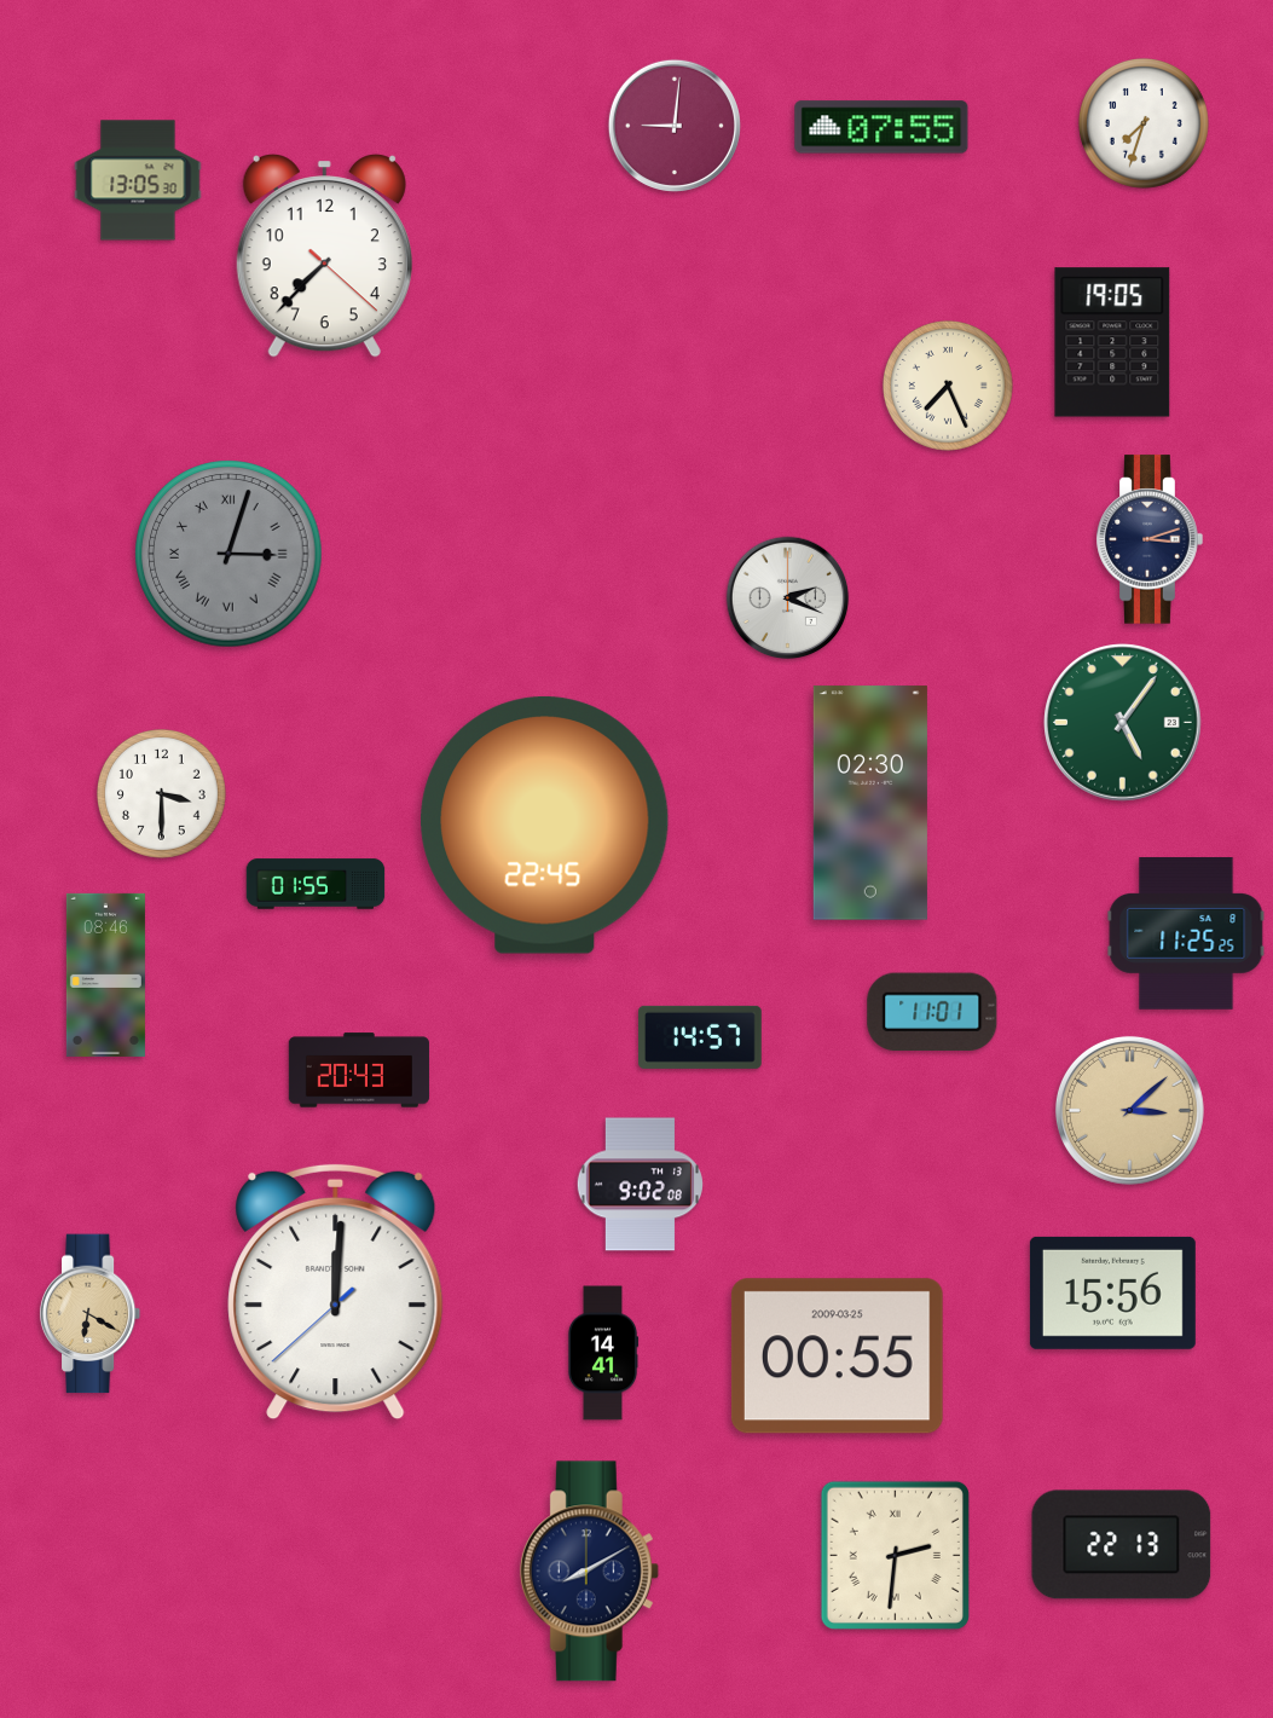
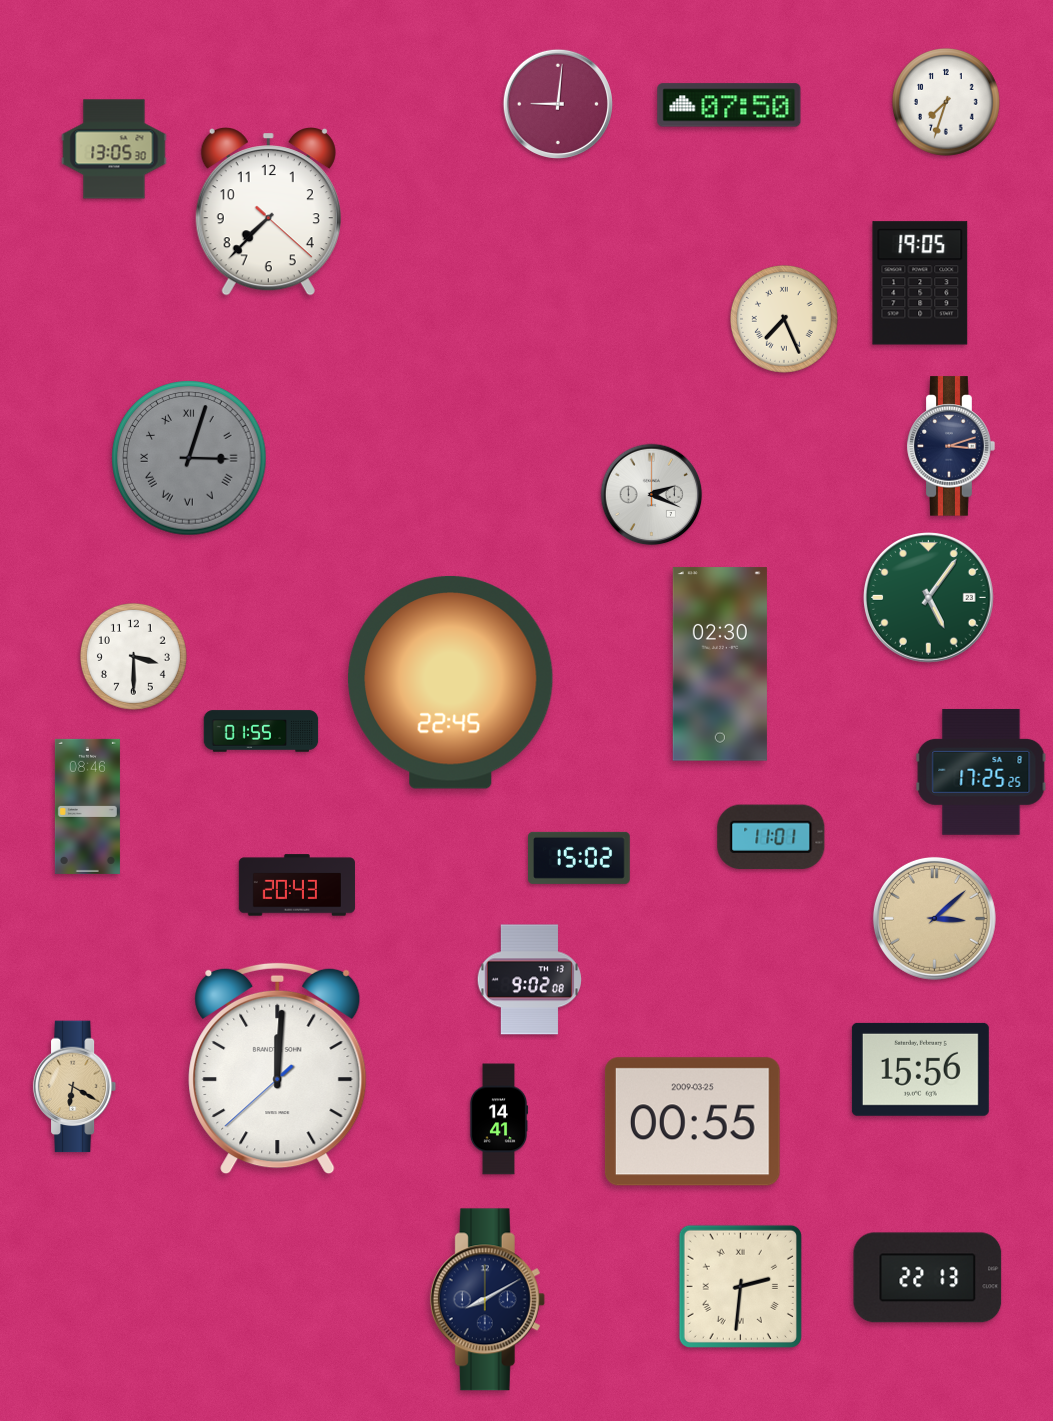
clock at (881, 127): 07:55 -> 07:50
clock at (1186, 933): 11:25 -> 17:25
clock at (701, 1037): 14:57 -> 15:02
